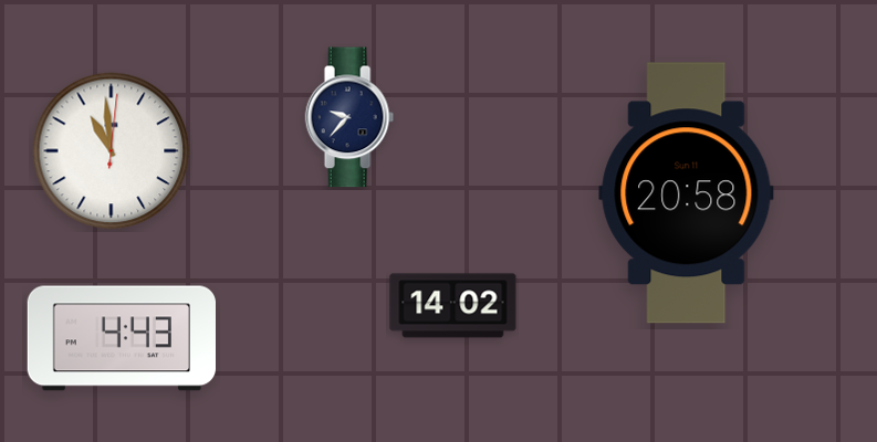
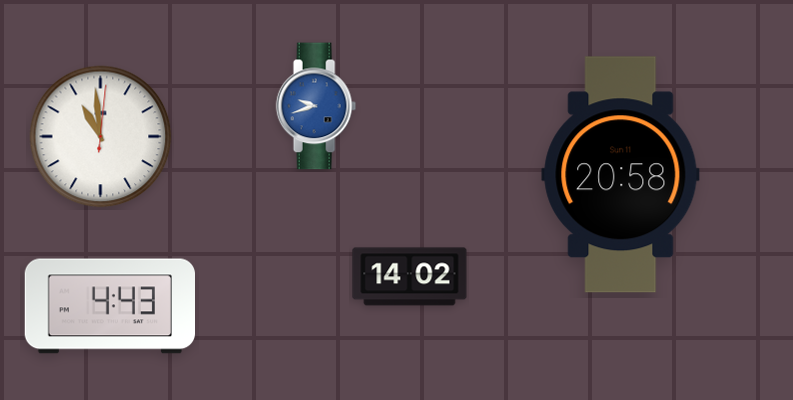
clock at (349, 117): 9:37 -> 9:42
clock at (349, 117) dial: navy -> blue
